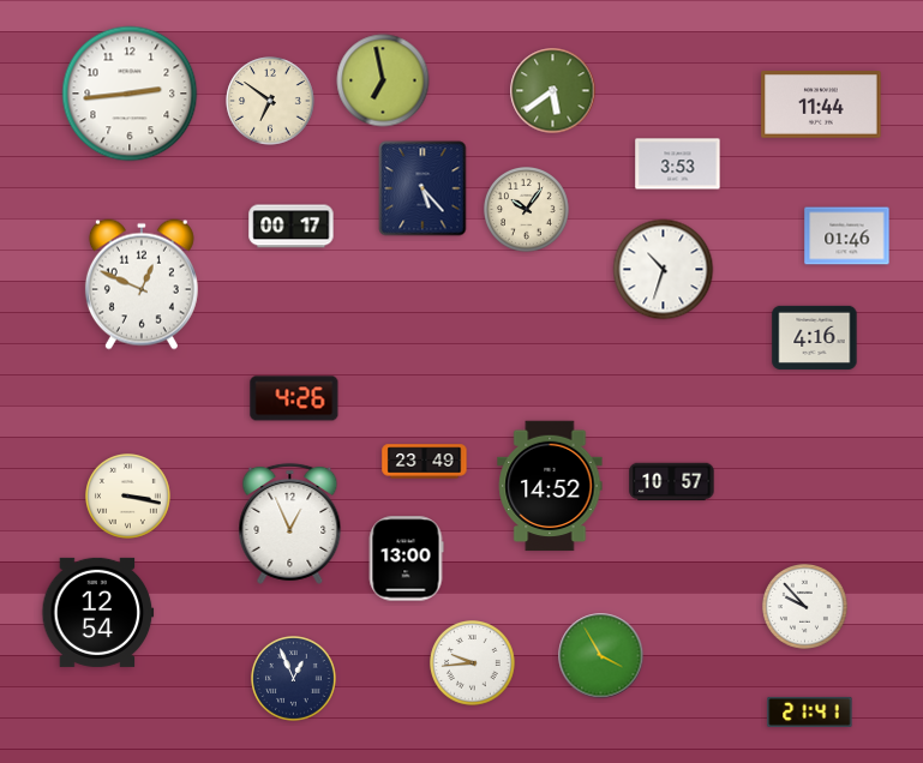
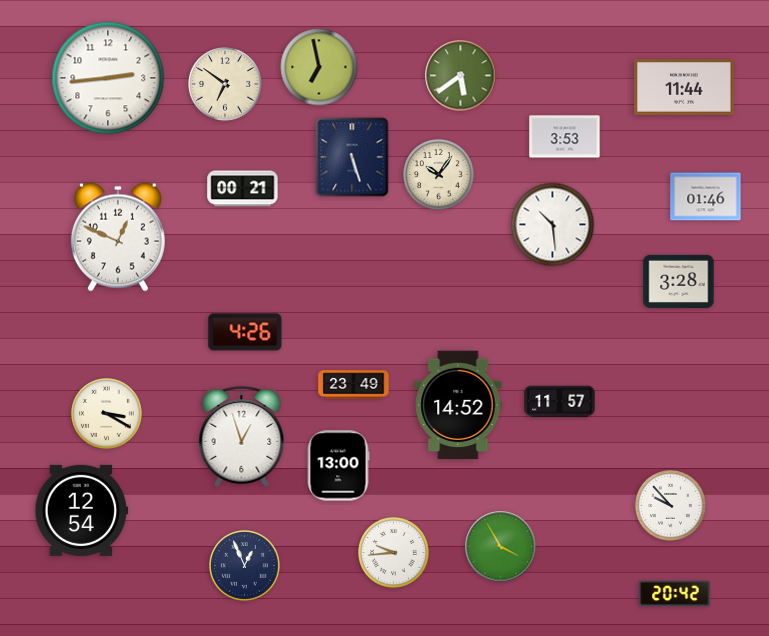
clock at (422, 188): 5:23 -> 5:27
clock at (292, 227): 00:17 -> 00:21
clock at (664, 270): 10:33 -> 10:29
clock at (815, 337): 4:16 -> 3:28
clock at (672, 482): 10:57 -> 11:57
clock at (128, 497): 3:17 -> 3:20
clock at (290, 523): 12:56 -> 12:57
clock at (810, 711): 21:41 -> 20:42
